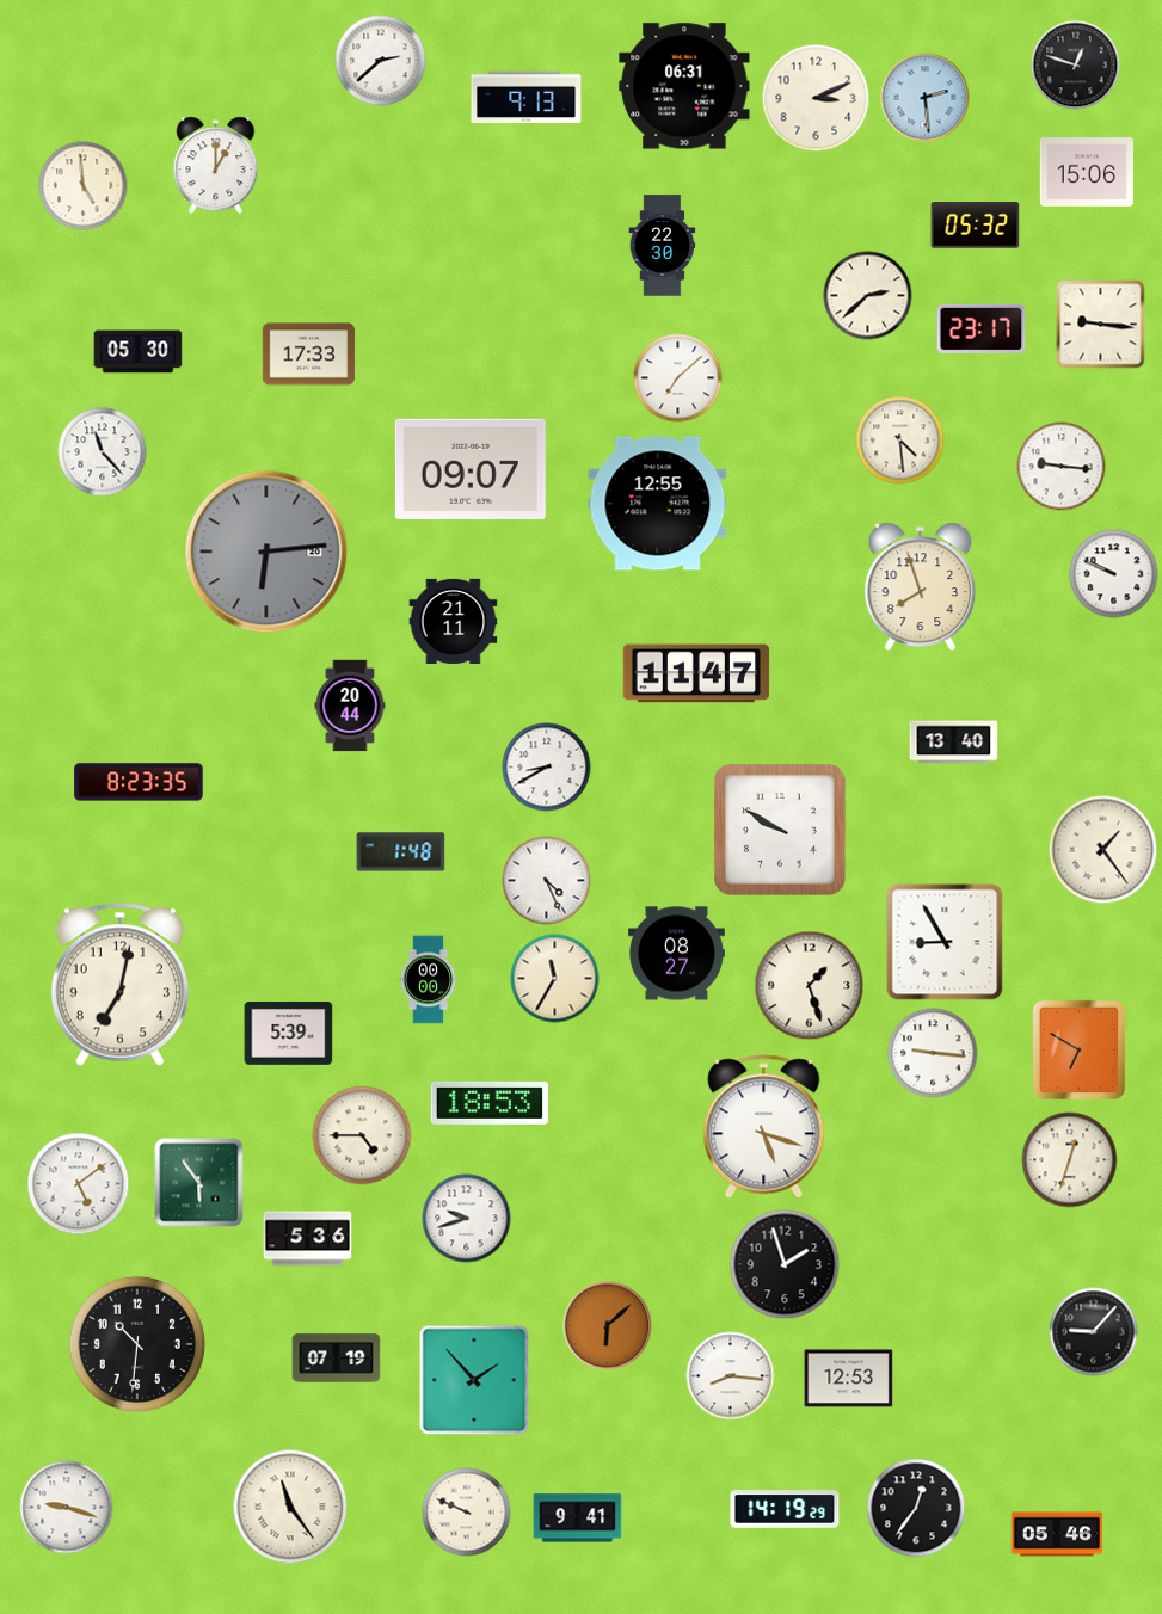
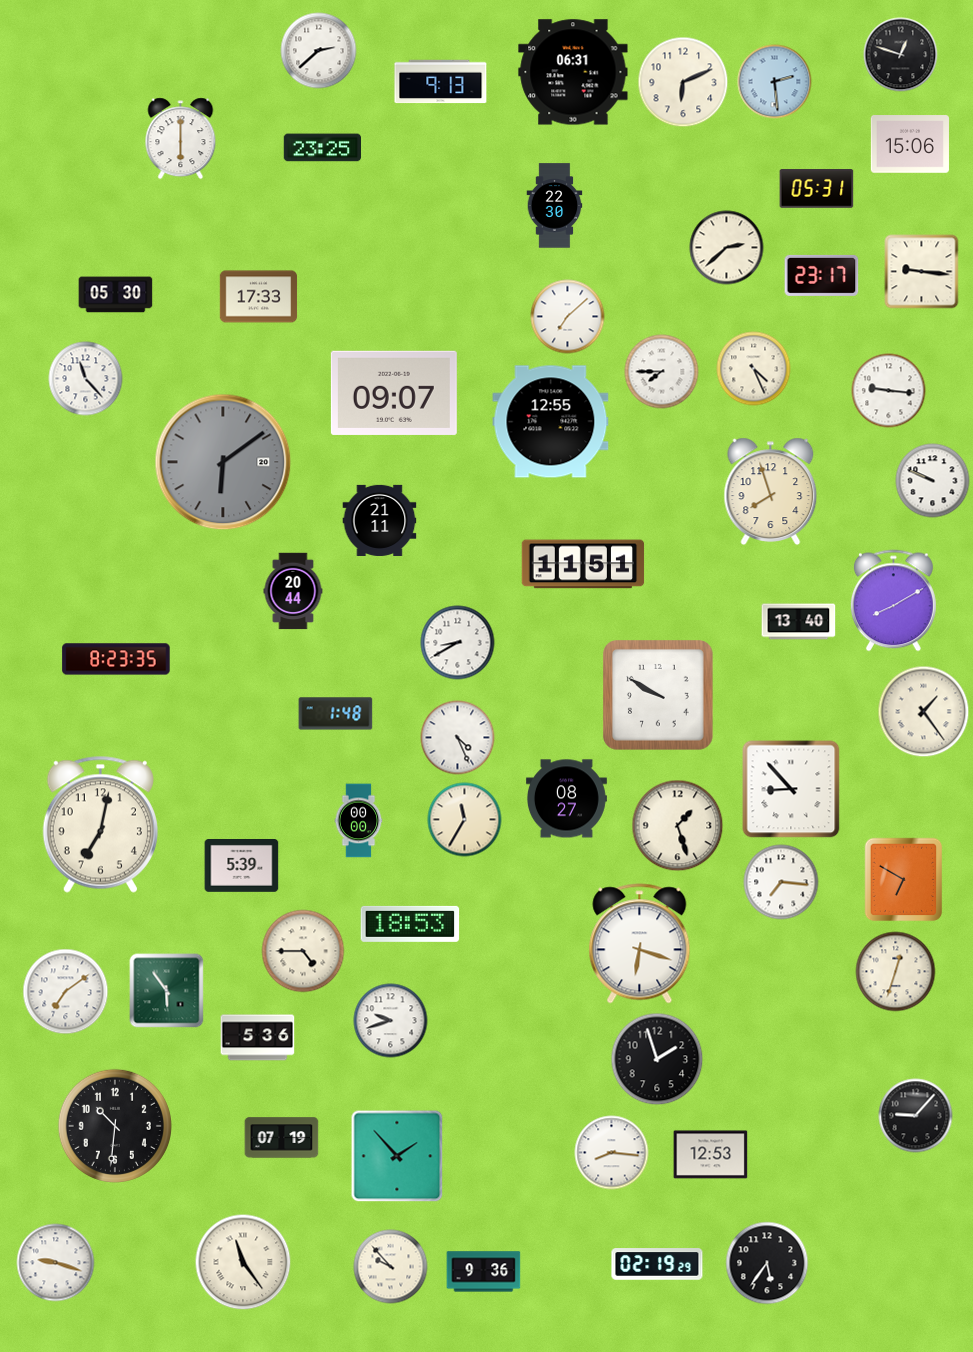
clock at (816, 98): 3:11 -> 6:11
clock at (216, 166): 1:00 -> 6:00
clock at (322, 148): none -> 23:25
clock at (84, 186): 4:59 -> none
clock at (976, 226): 05:32 -> 05:31
clock at (900, 441): 4:29 -> 4:26
clock at (662, 372): none -> 7:45
clock at (266, 552): 6:14 -> 6:09
clock at (696, 673): 11:47 -> 11:51
clock at (893, 601): none -> 8:10
clock at (139, 782) position: (139, 782) -> (116, 659)
clock at (781, 831) position: (781, 831) -> (659, 696)
clock at (945, 942): 8:55 -> 8:53
clock at (933, 1053): 9:16 -> 7:16
clock at (764, 1127): 5:18 -> 6:18
clock at (79, 1184): 5:09 -> 7:09
clock at (608, 1326): 6:08 -> none
clock at (916, 1508): 12:36 -> 5:36
clock at (785, 1509): 14:19 -> 02:19
clock at (467, 1513): 9:49 -> 9:53
clock at (578, 1518): 9:41 -> 9:36
clock at (1057, 1534): 05:46 -> none
